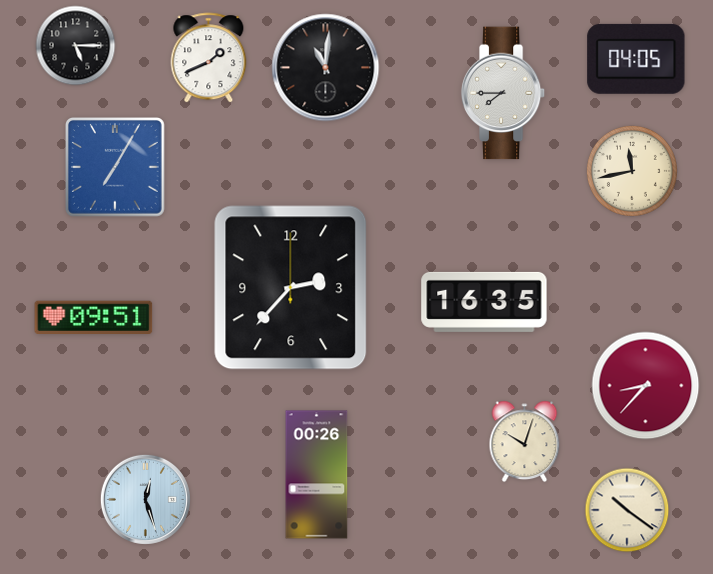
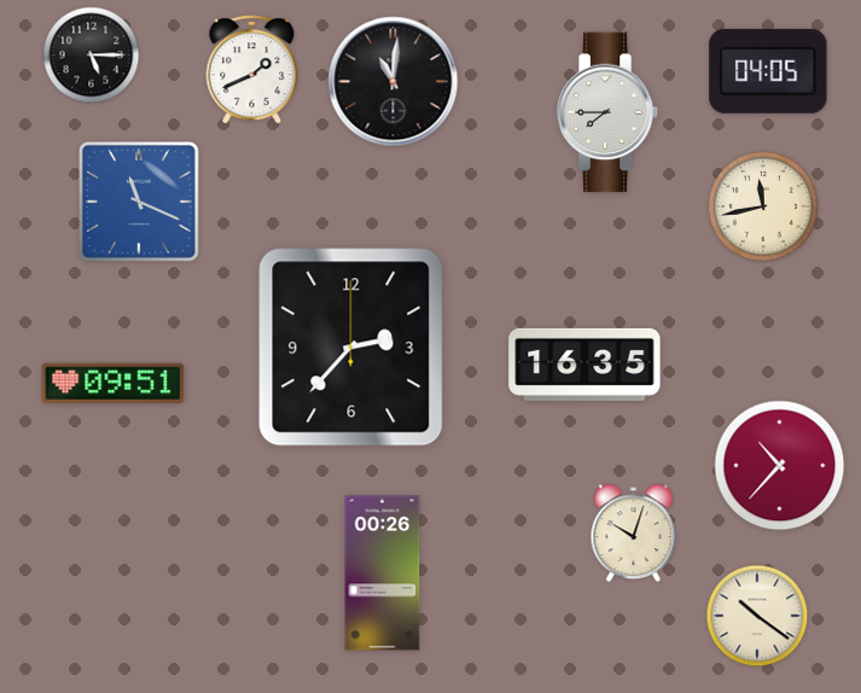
clock at (116, 168): 7:05 -> 11:19
clock at (646, 386): 8:37 -> 10:37
clock at (145, 499): 12:27 -> none
